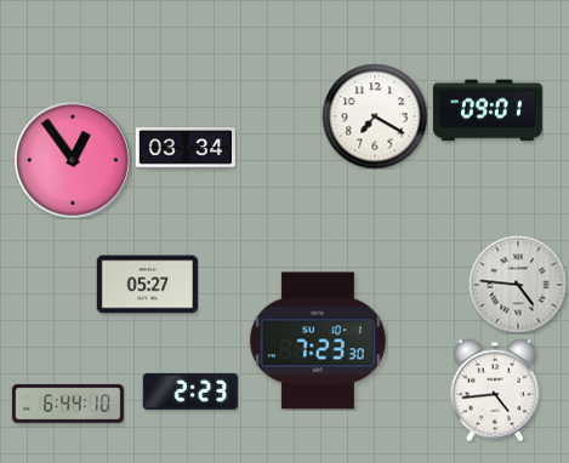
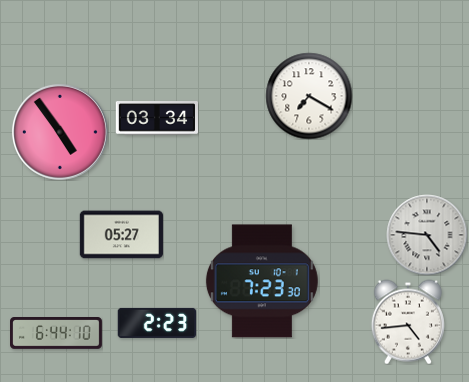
clock at (488, 110): 09:01 -> none
clock at (184, 148) position: (184, 148) -> (156, 118)
clock at (73, 160): 12:54 -> 4:54
